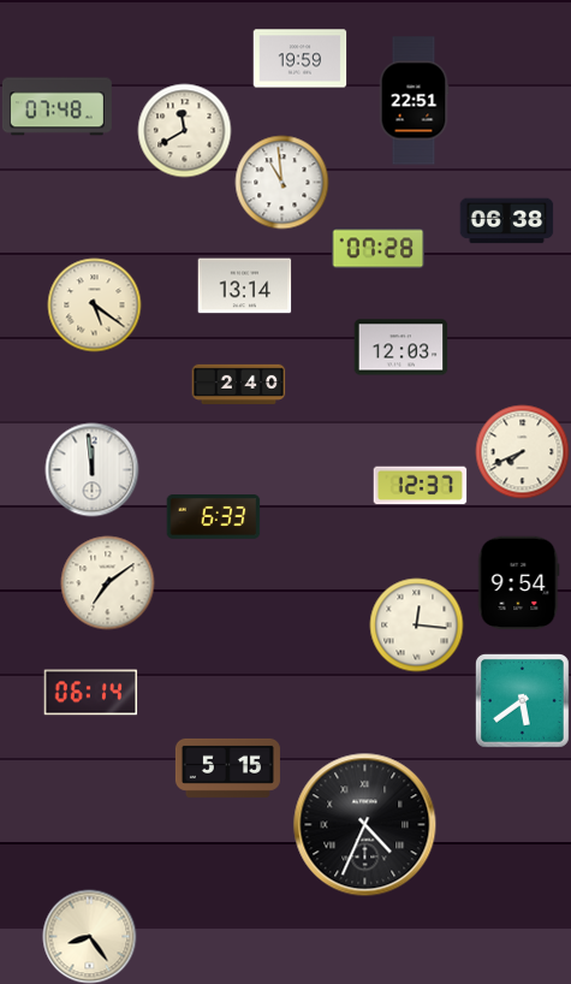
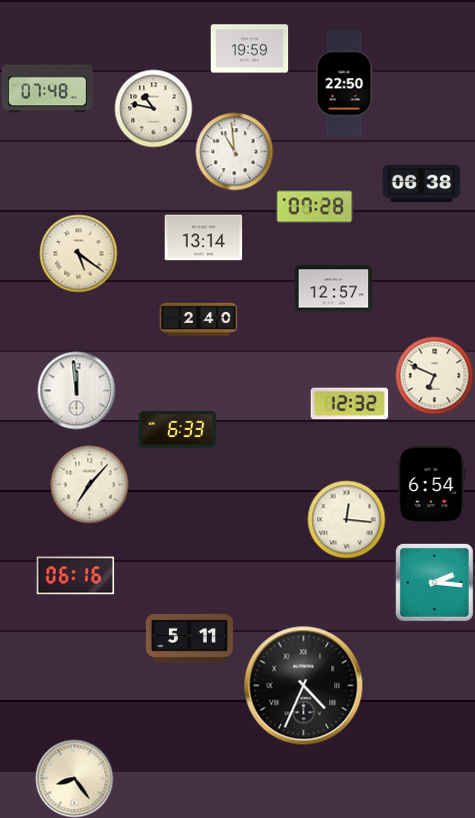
clock at (414, 101): 22:51 -> 22:50
clock at (184, 130): 11:40 -> 10:47
clock at (400, 348): 12:03 -> 12:57
clock at (522, 451): 7:41 -> 6:49
clock at (420, 486): 12:37 -> 12:32
clock at (107, 582): 7:09 -> 7:07
clock at (518, 582): 9:54 -> 6:54
clock at (90, 693): 06:14 -> 06:16
clock at (522, 700): 5:39 -> 2:16
clock at (227, 767): 5:15 -> 5:11
